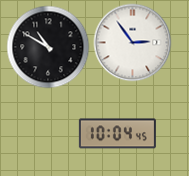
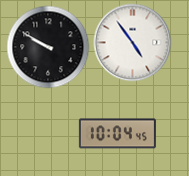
clock at (132, 42): 2:54 -> 4:54
clock at (48, 47): 10:50 -> 9:50
